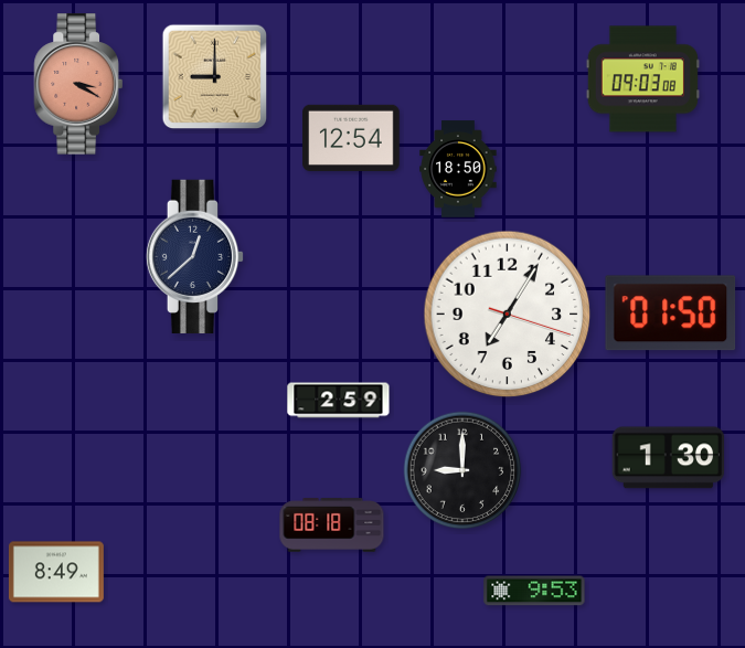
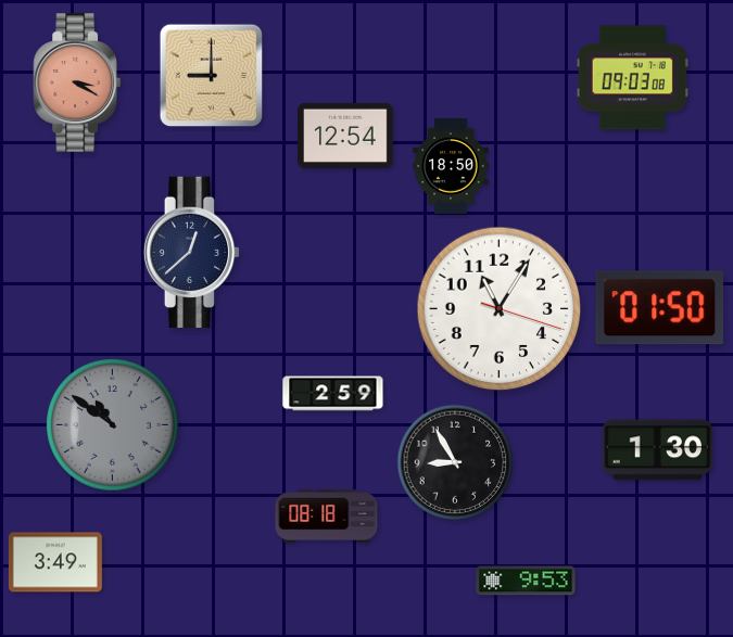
clock at (508, 315): 7:05 -> 11:05
clock at (113, 425): none -> 10:51
clock at (462, 470): 9:00 -> 8:55
clock at (56, 572): 8:49 -> 3:49
